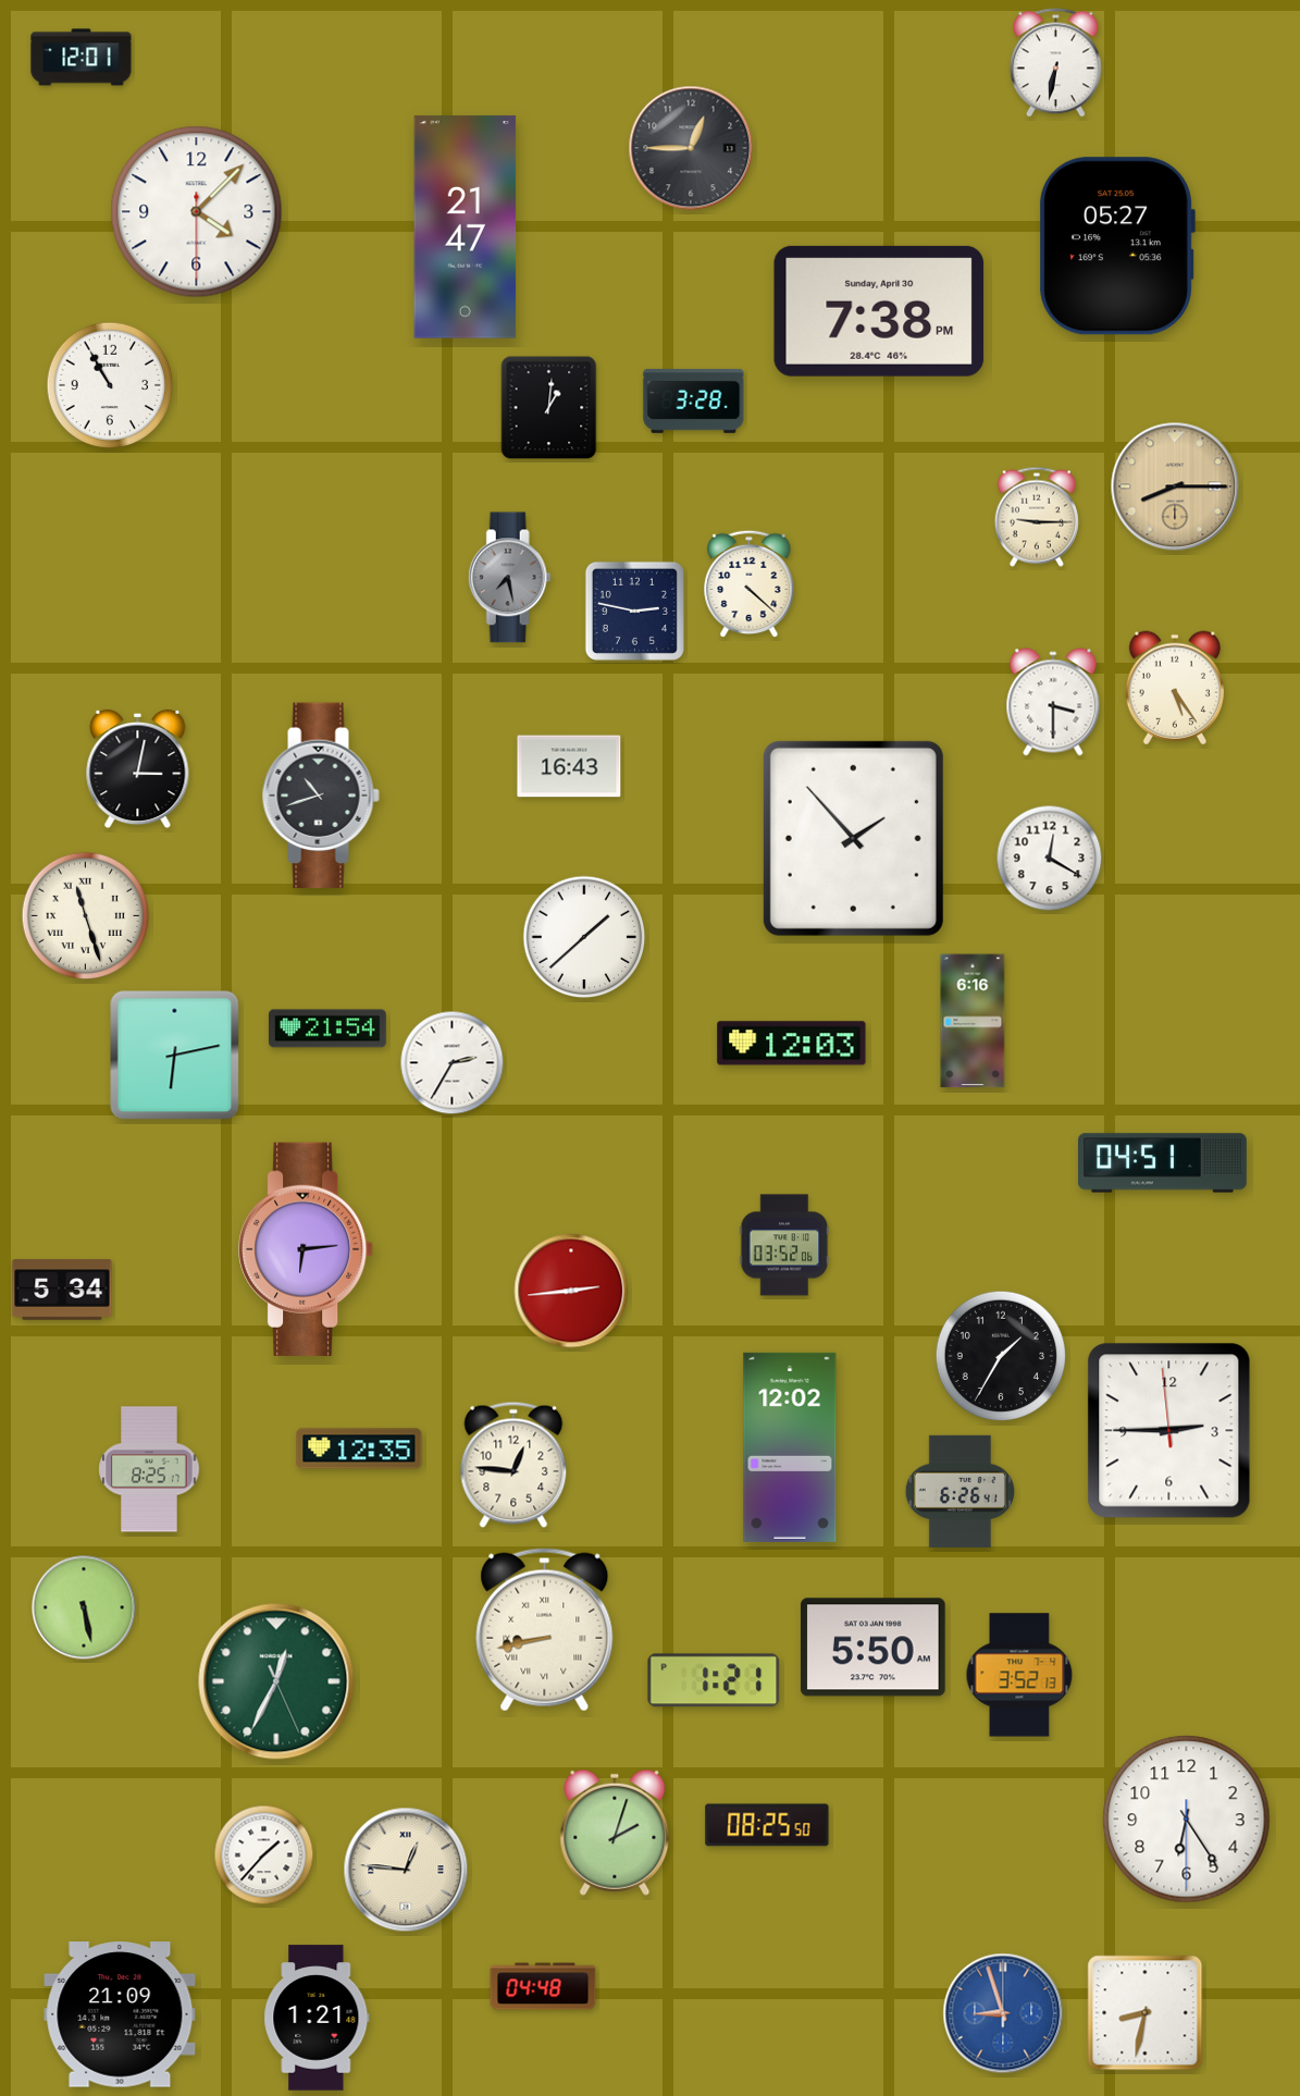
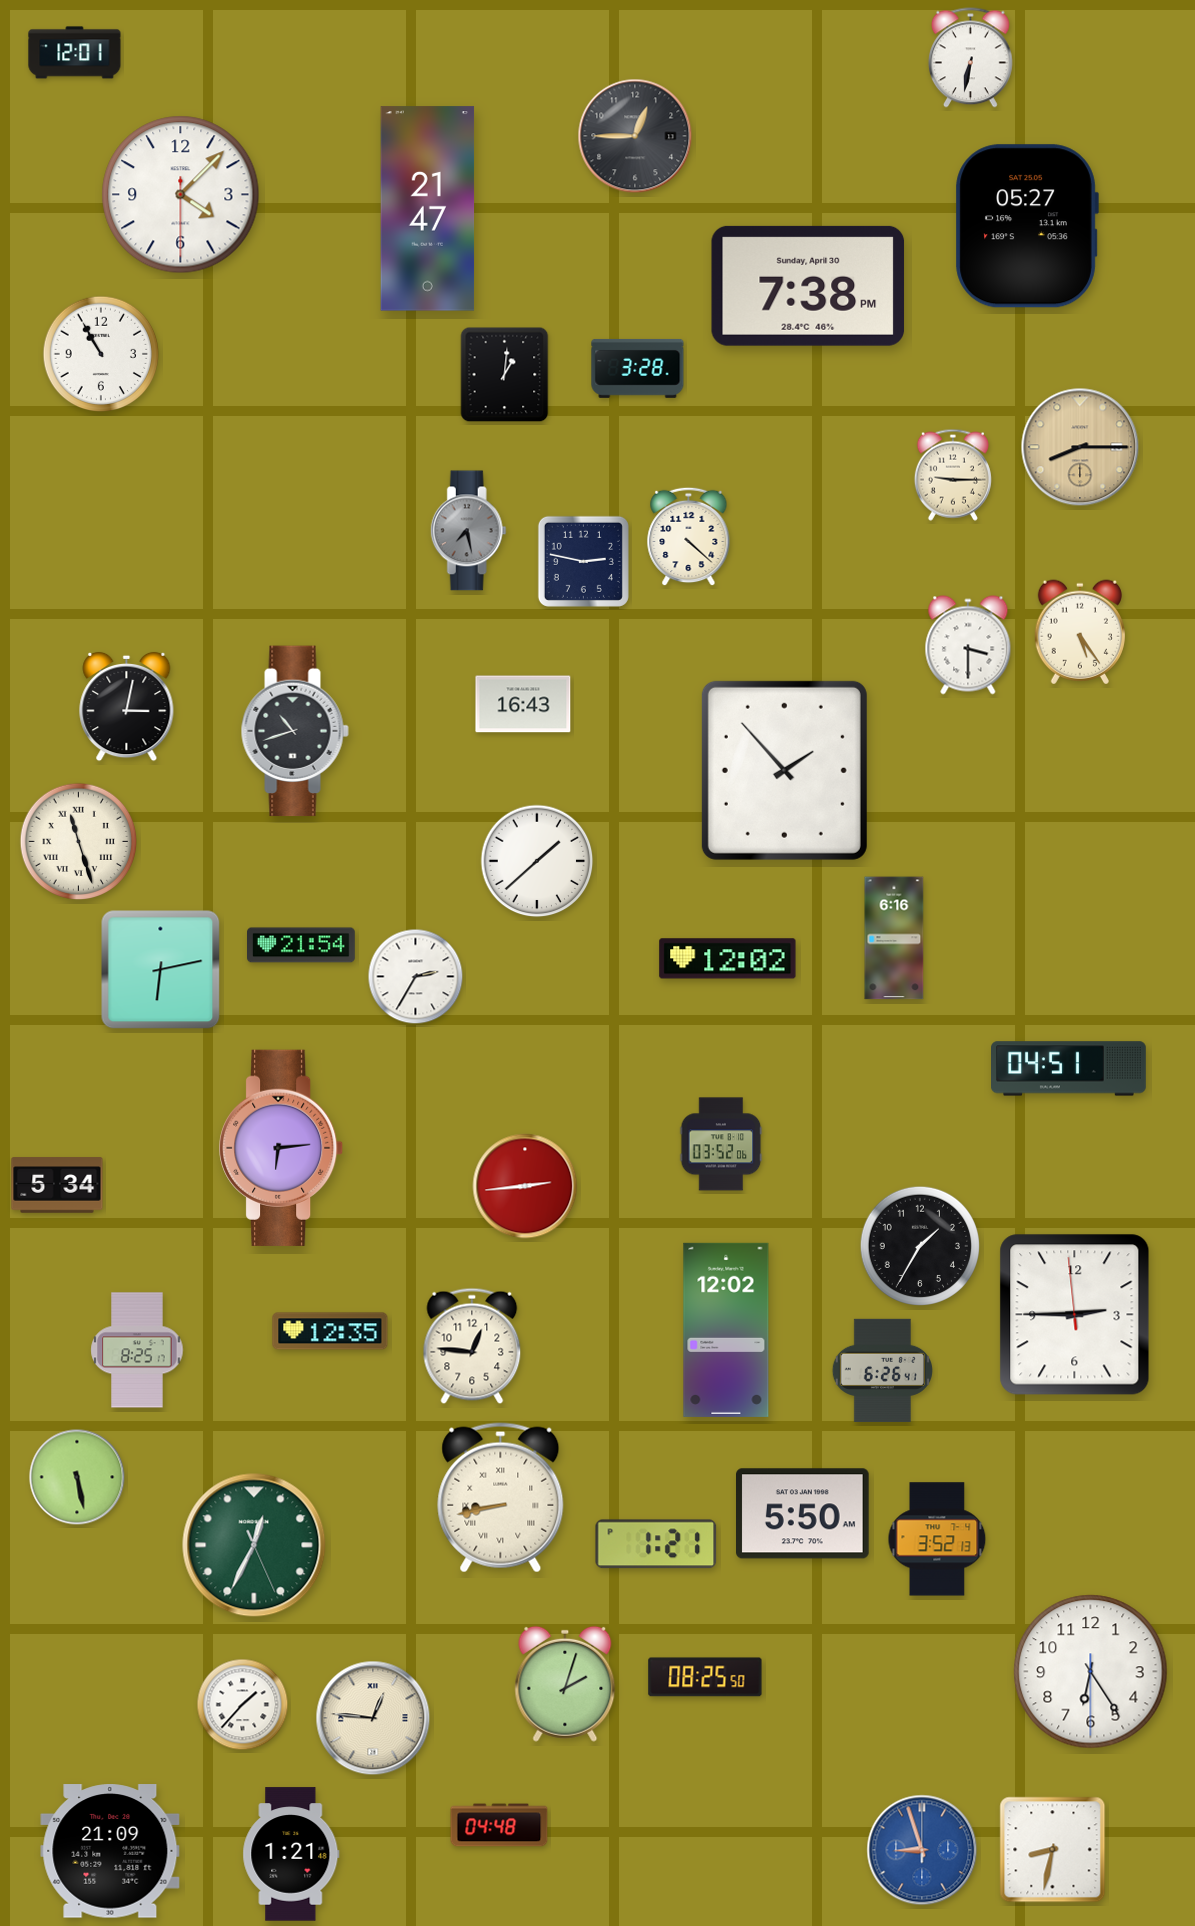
clock at (1050, 859): 12:20 -> none
clock at (792, 1044): 12:03 -> 12:02
